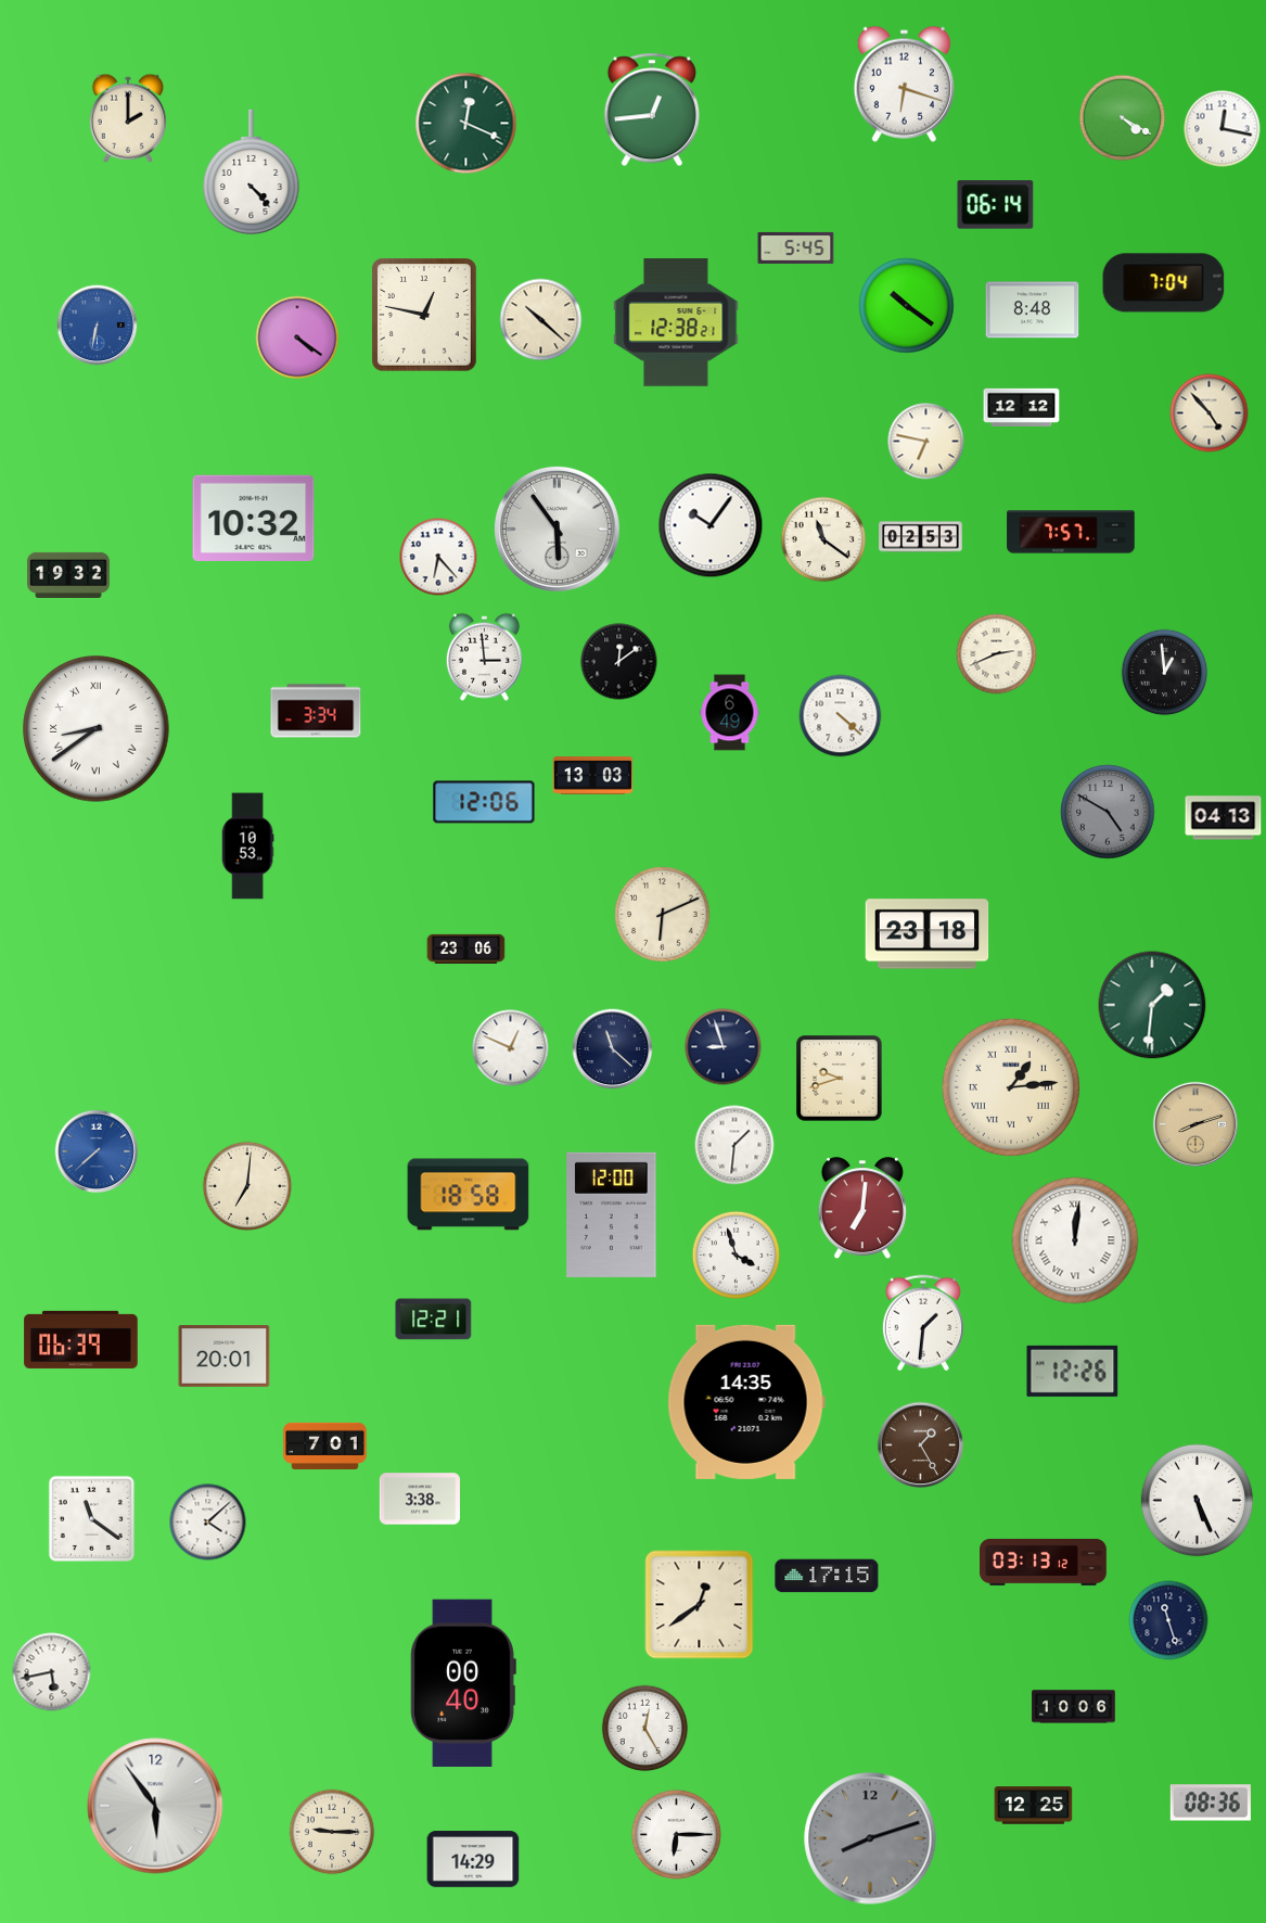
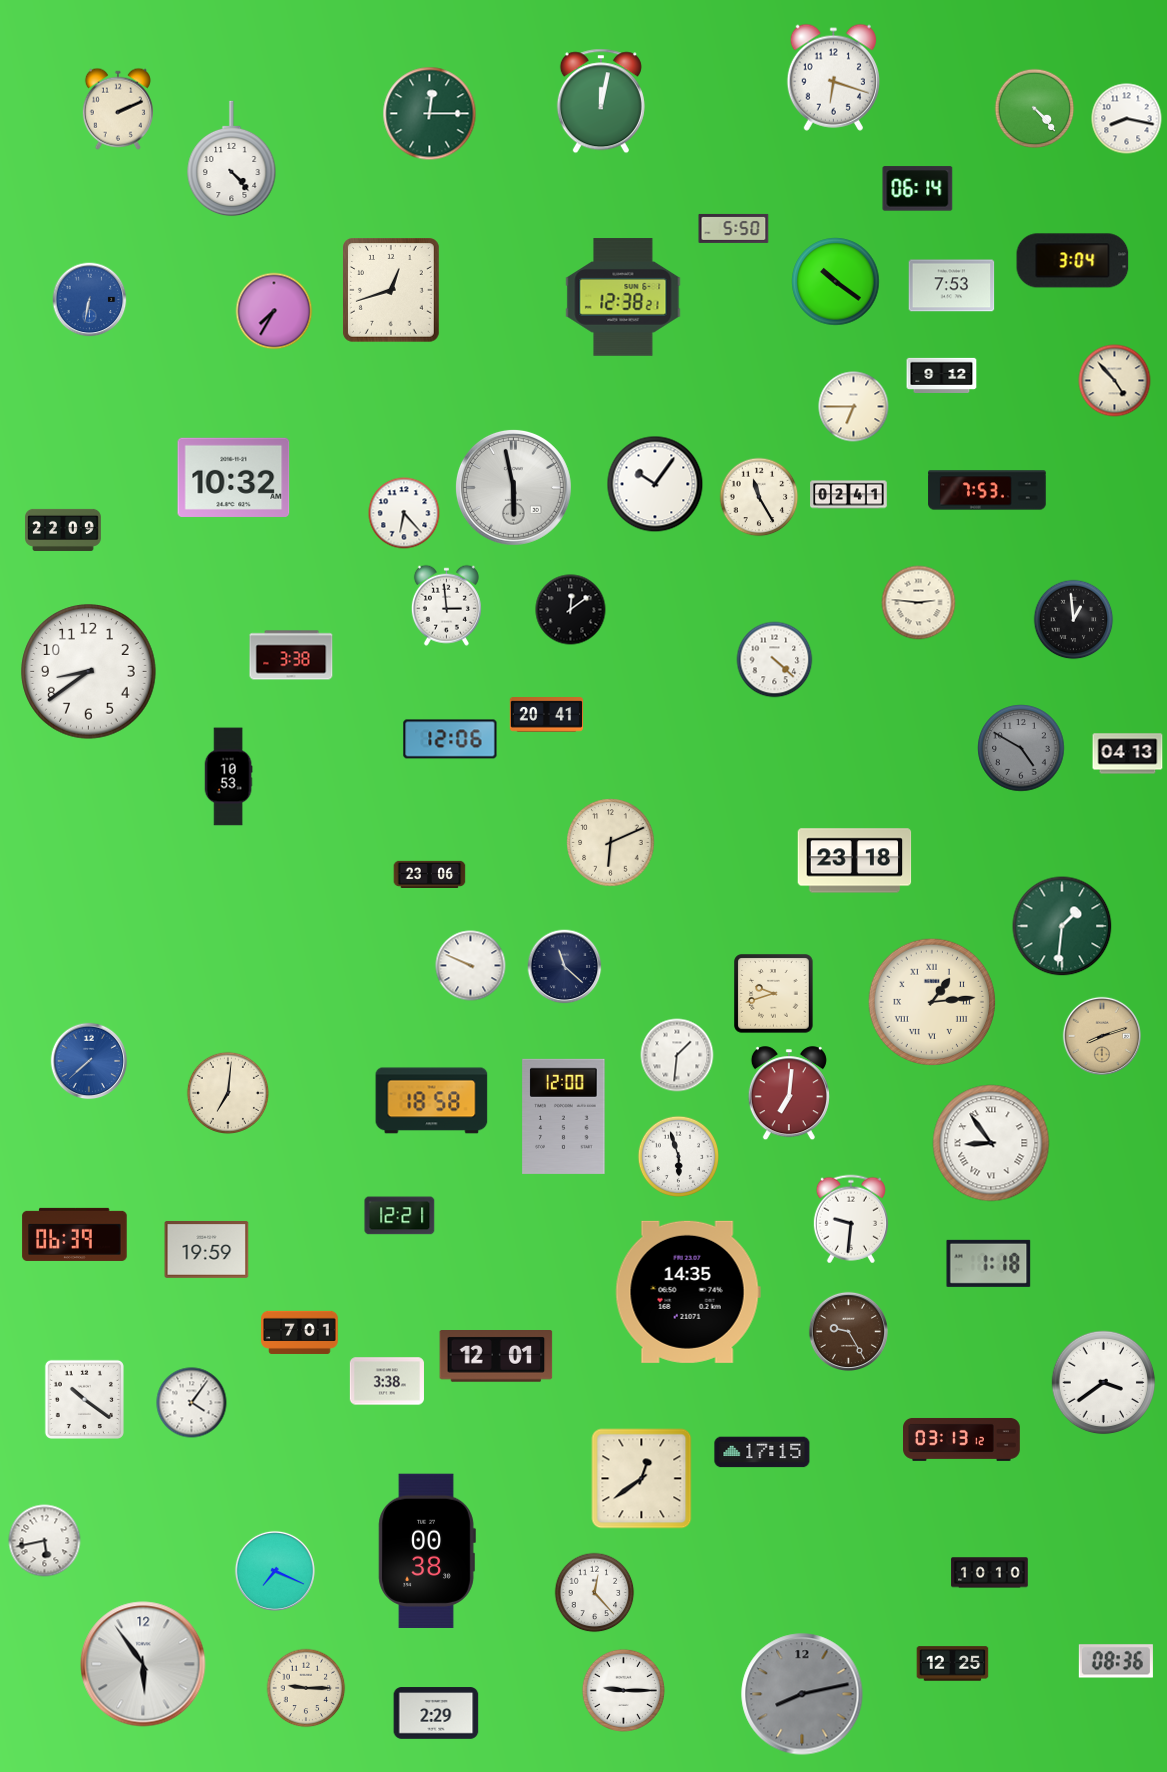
clock at (652, 110): 12:44 -> 12:02
clock at (128, 118): 2:00 -> 2:11
clock at (1123, 118): 4:20 -> 4:23
clock at (466, 124): 12:19 -> 12:15
clock at (1223, 129): 12:17 -> 8:17
clock at (796, 247): 5:45 -> 5:50
clock at (1164, 283): 7:04 -> 3:04
clock at (1033, 310): 8:48 -> 7:53
clock at (425, 316): 12:47 -> 12:42
clock at (541, 320): 10:22 -> none
clock at (297, 338): 4:21 -> 7:35
clock at (1022, 407): 12:12 -> 9:12
clock at (926, 442): 6:47 -> 6:45
clock at (557, 528): 5:54 -> 5:58
clock at (1071, 532): 7:57 -> 7:53
clock at (921, 537): 02:53 -> 02:41
clock at (823, 539): 11:21 -> 11:25
clock at (69, 575): 19:32 -> 22:09
clock at (997, 654): 2:41 -> 2:46
clock at (316, 711): 3:34 -> 3:38
clock at (730, 713): 6:49 -> none
clock at (97, 729) numerals: Roman -> Arabic
clock at (593, 776): 13:03 -> 20:41
clock at (484, 802) position: (484, 802) -> (450, 739)
clock at (247, 846) position: (247, 846) -> (228, 777)
clock at (724, 1047): 8:57 -> none
clock at (511, 1048): 12:49 -> 9:49
clock at (862, 1209) position: (862, 1209) -> (789, 1094)
clock at (612, 1214) position: (612, 1214) -> (564, 1116)
clock at (1075, 1240): 12:01 -> 8:54
clock at (737, 1256): 3:57 -> 5:57
clock at (923, 1323): 1:31 -> 9:31
clock at (225, 1357): 20:01 -> 19:59
clock at (1073, 1371): 12:26 -> 1:18
clock at (920, 1444): 1:25 -> 9:25
clock at (496, 1356): none -> 12:01
clock at (1198, 1501): 5:26 -> 3:39
clock at (91, 1518): 11:21 -> 10:21
clock at (208, 1523): 4:08 -> 4:06
clock at (700, 1605) position: (700, 1605) -> (642, 1479)
clock at (1168, 1620): 11:27 -> none
clock at (52, 1672) position: (52, 1672) -> (45, 1541)
clock at (463, 1682): 00:40 -> 00:38
clock at (275, 1571): none -> 7:19
clock at (1074, 1707): 10:06 -> 10:10
clock at (645, 1729): 12:25 -> 12:23
clock at (676, 1834): 6:15 -> 9:15
clock at (870, 1838): 8:12 -> 8:13
clock at (473, 1859): 14:29 -> 2:29
